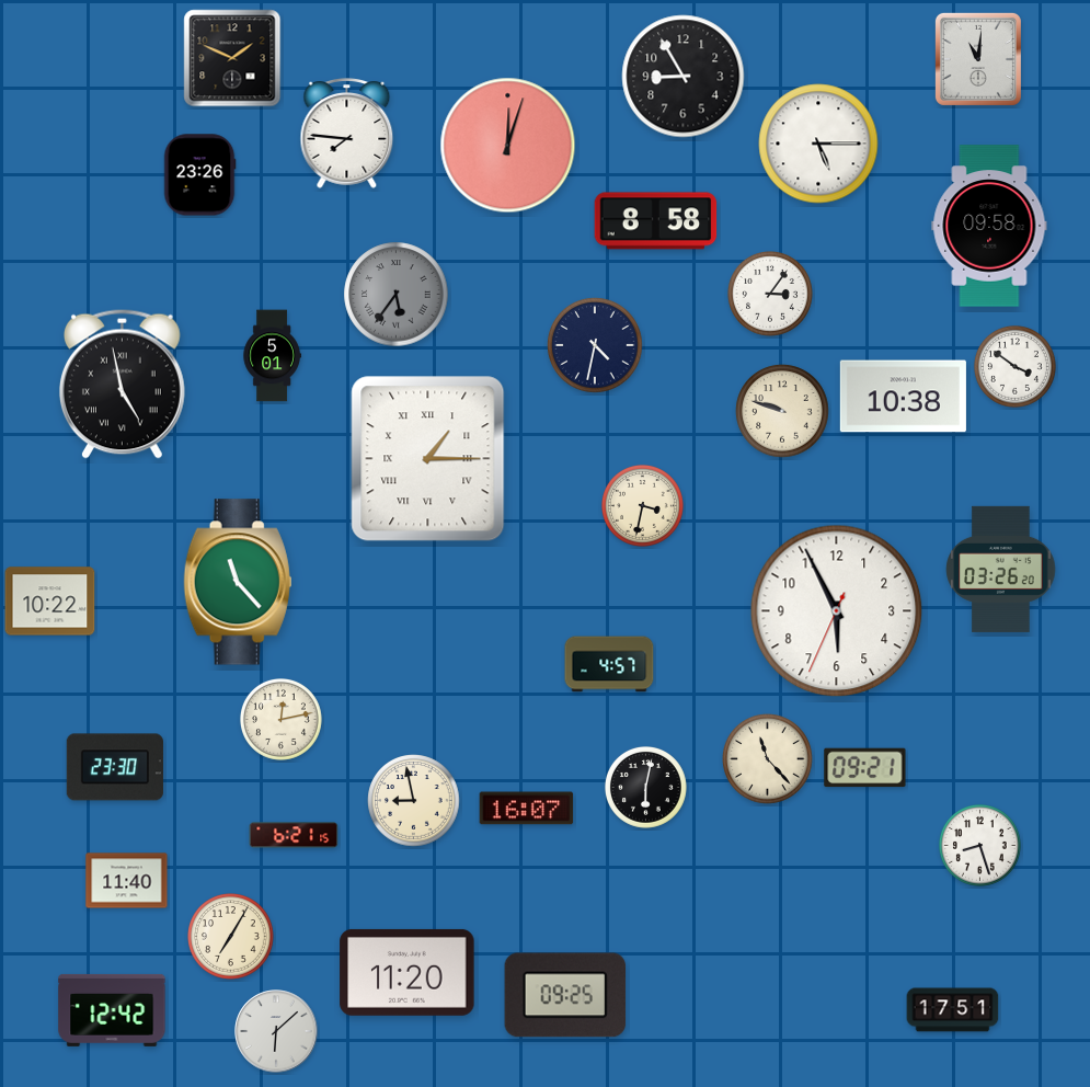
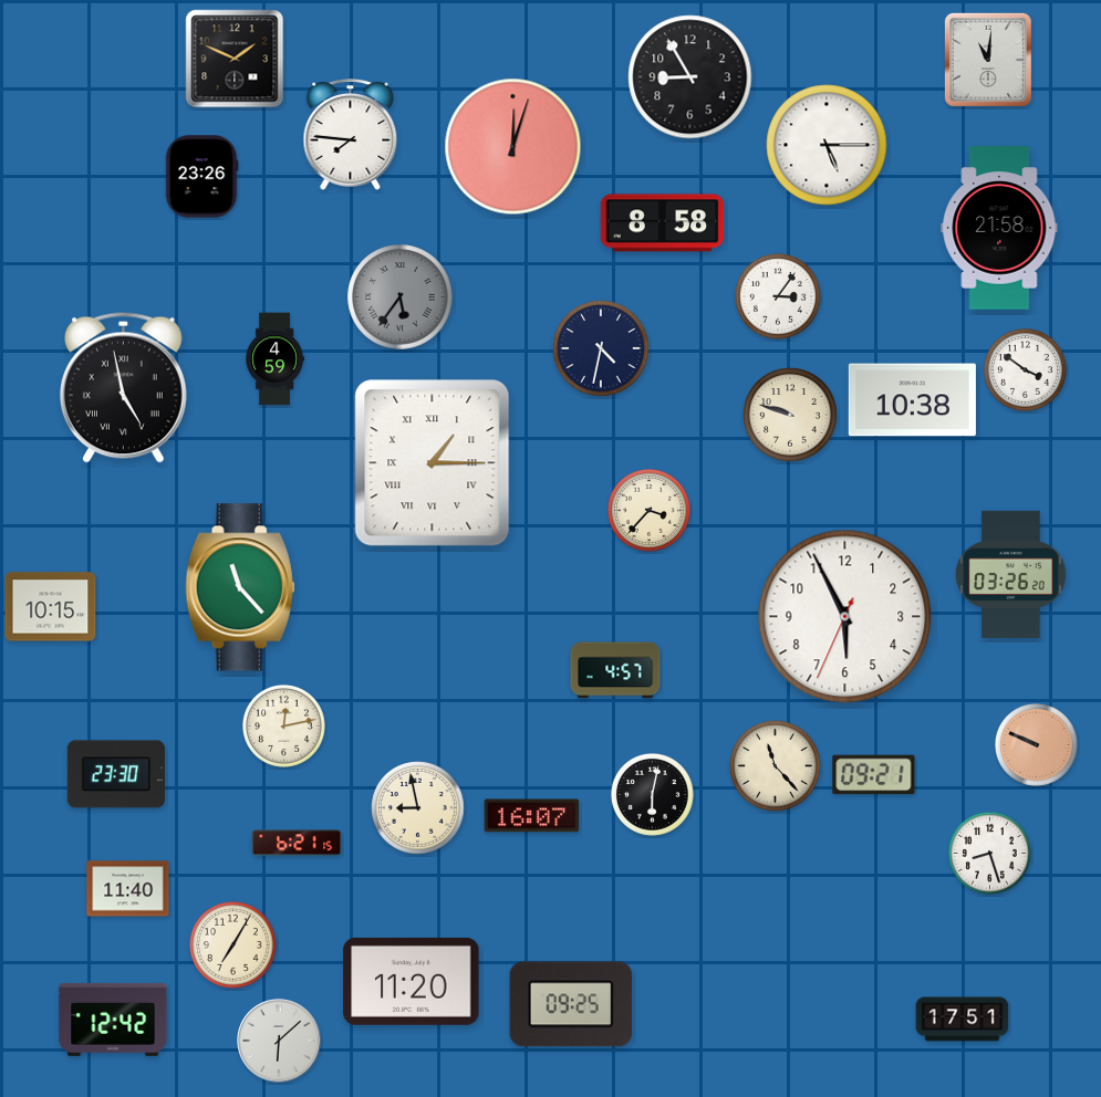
clock at (989, 226): 09:58 -> 21:58
clock at (272, 356): 5:01 -> 4:59
clock at (643, 506): 3:32 -> 3:37
clock at (50, 602): 10:22 -> 10:15
clock at (1037, 745): none -> 9:49
